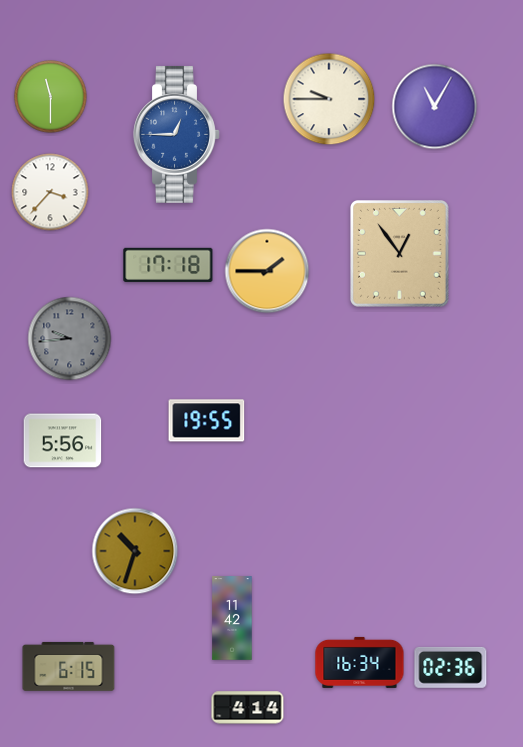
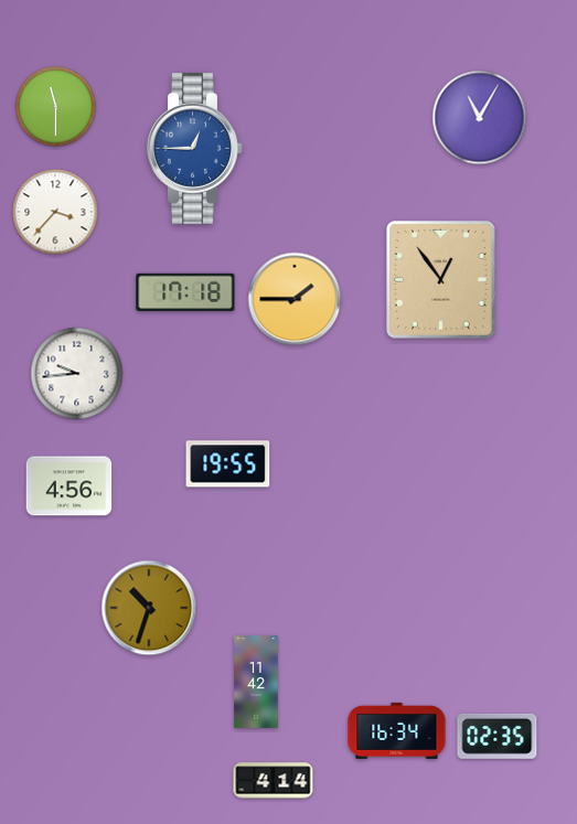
clock at (329, 99): 9:45 -> none
clock at (70, 339) dial: grey -> white
clock at (63, 441): 5:56 -> 4:56
clock at (69, 666): 6:15 -> none
clock at (451, 667): 02:36 -> 02:35
